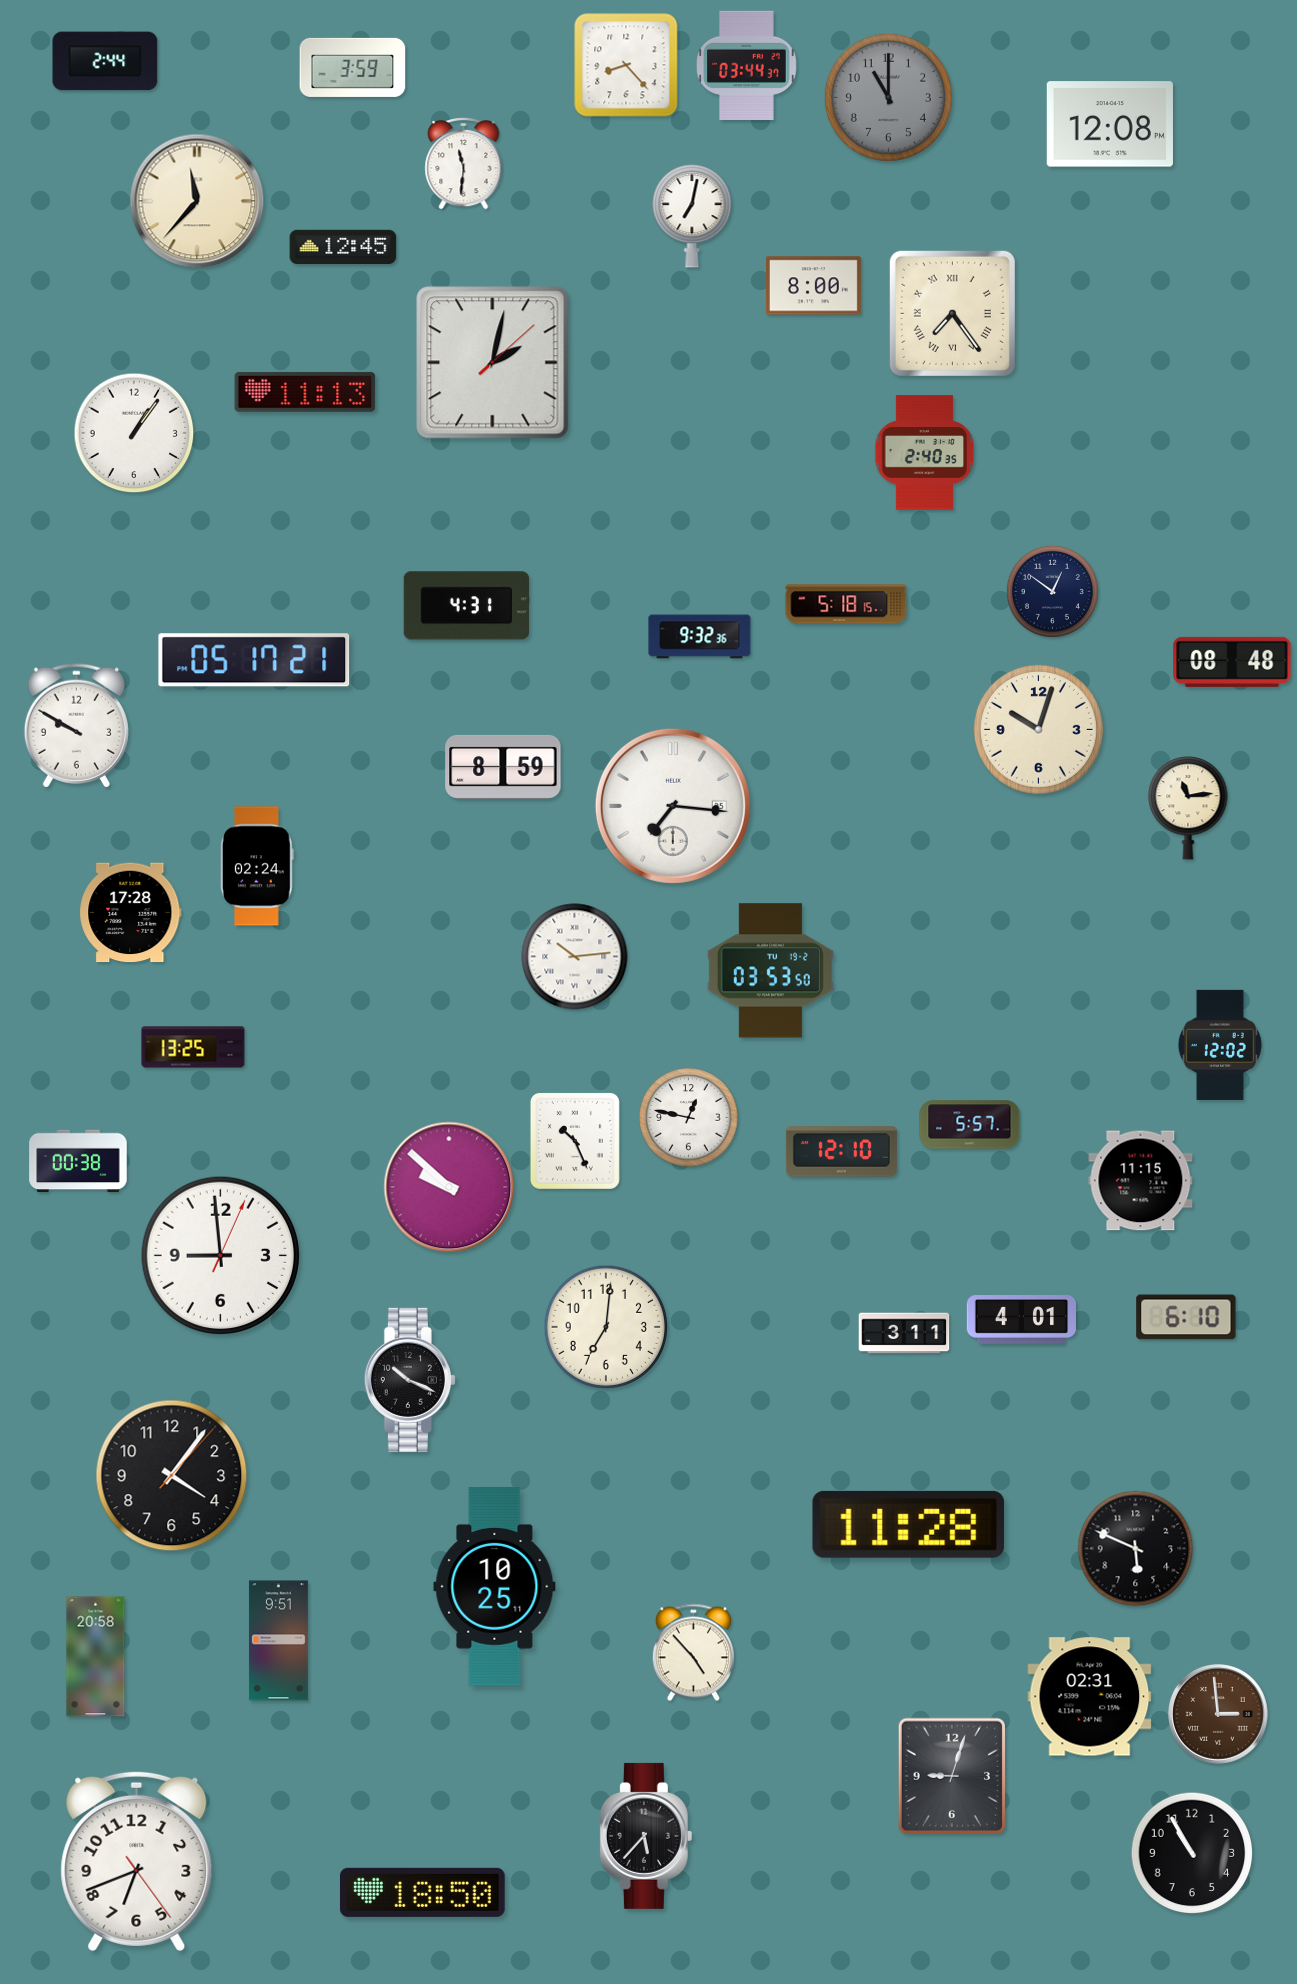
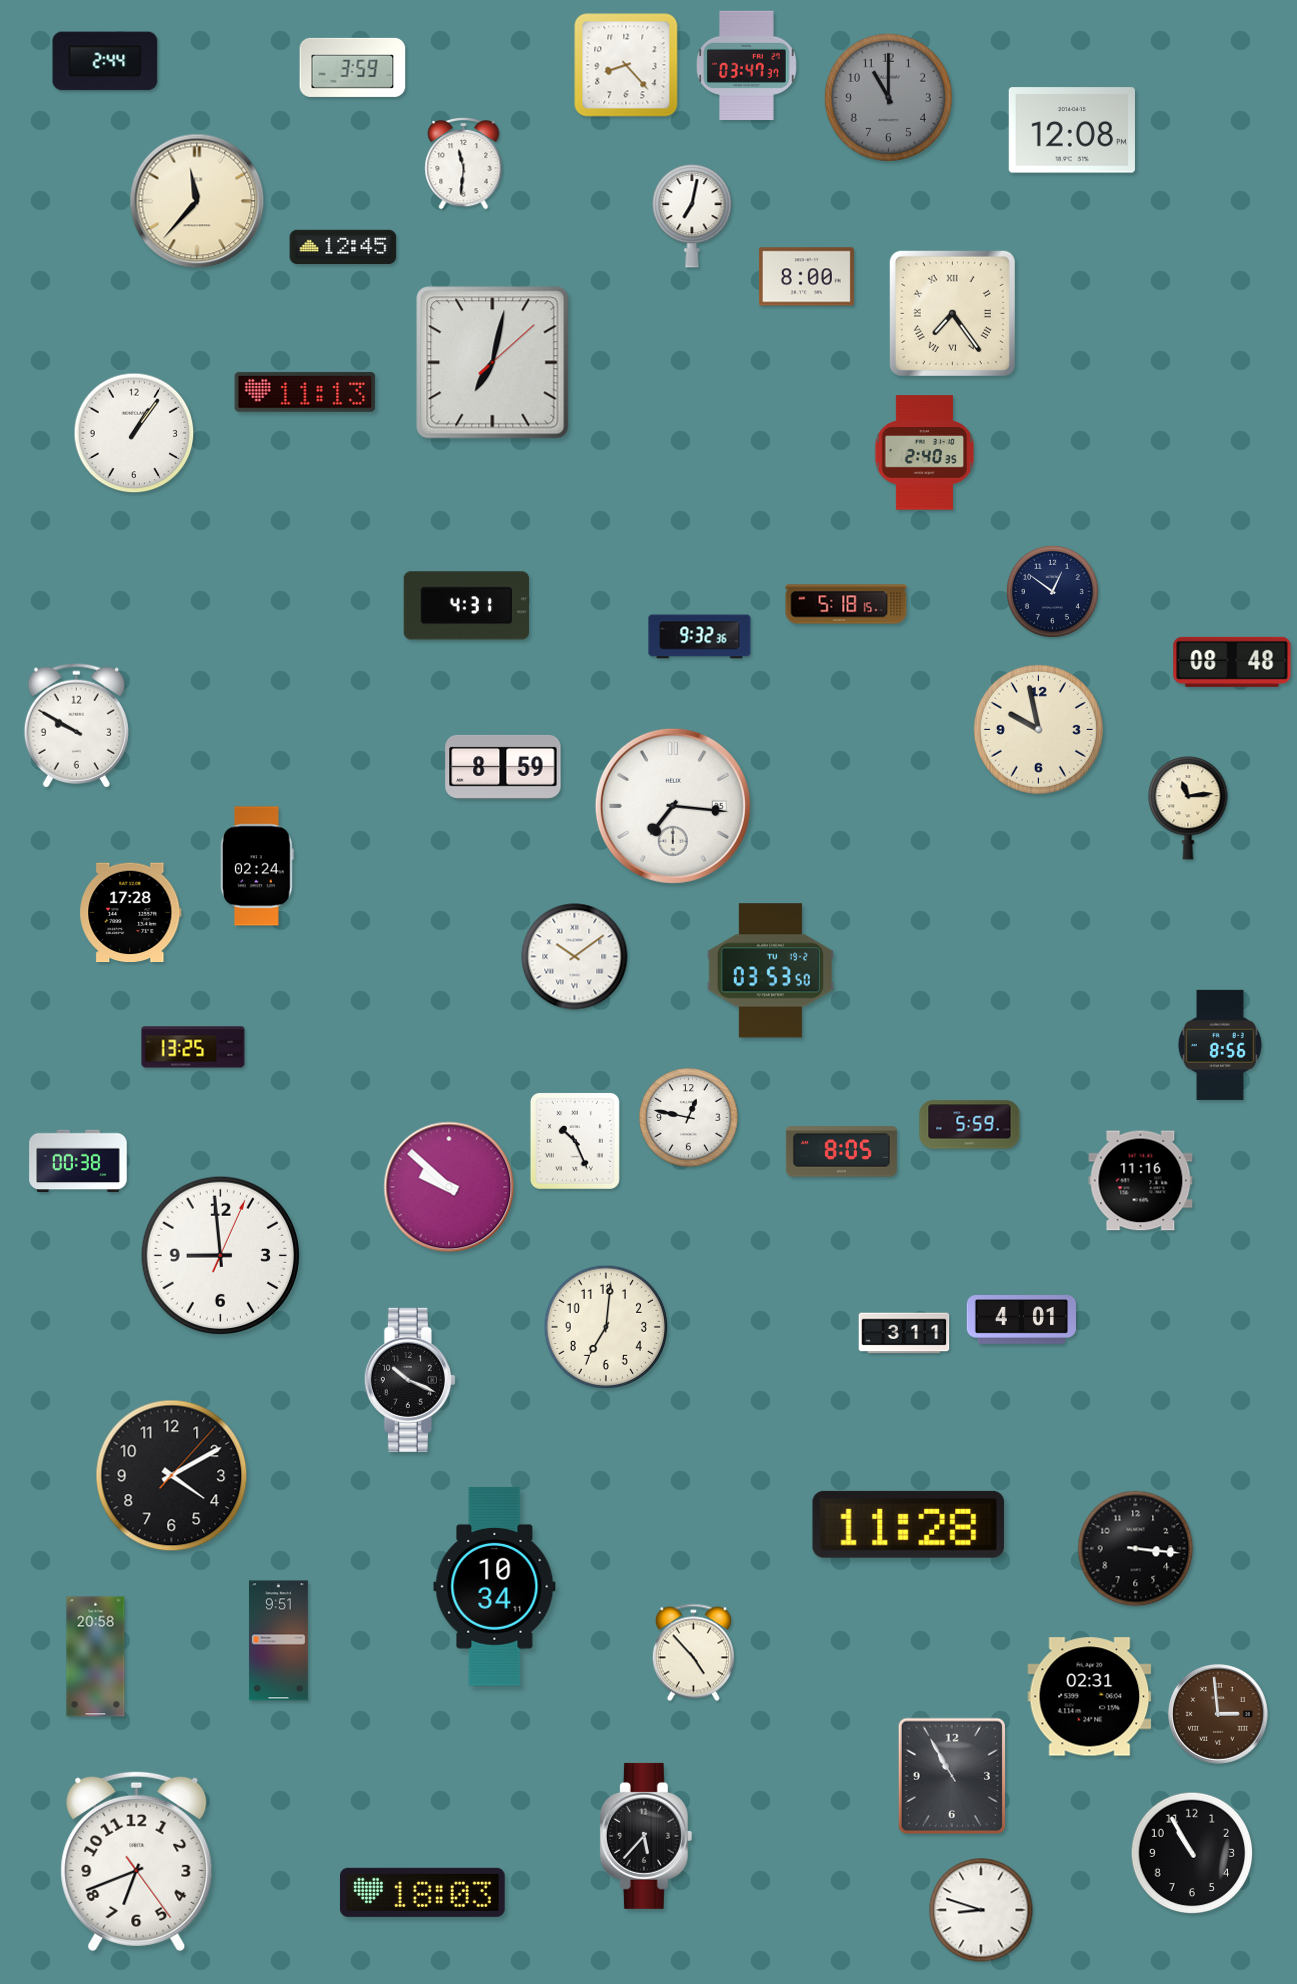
clock at (747, 65): 03:44 -> 03:47
clock at (1110, 124) position: (1110, 124) -> (1072, 130)
clock at (813, 286) position: (813, 286) -> (806, 277)
clock at (493, 363): 2:02 -> 7:02
clock at (254, 660): 05:17 -> none
clock at (1038, 729): 10:03 -> 9:58
clock at (575, 957): 10:14 -> 10:09
clock at (1220, 1045): 12:02 -> 8:56
clock at (970, 1125): 5:57 -> 5:59
clock at (841, 1152): 12:10 -> 8:05
clock at (1141, 1181): 11:15 -> 11:16
clock at (1186, 1317): 6:10 -> none
clock at (172, 1476): 4:06 -> 4:10
clock at (1136, 1549): 5:49 -> 3:16
clock at (495, 1587): 10:25 -> 10:34
clock at (952, 1775): 9:03 -> 10:55
clock at (422, 1892): 18:50 -> 18:03
clock at (981, 1910): none -> 8:48
